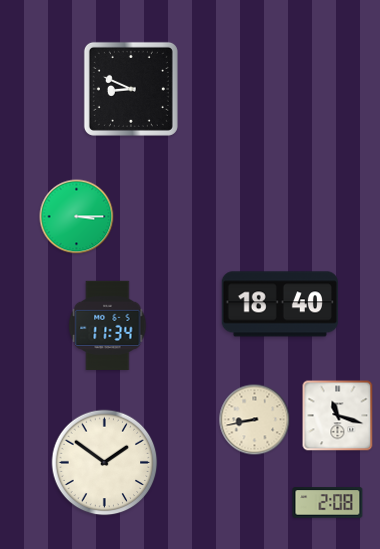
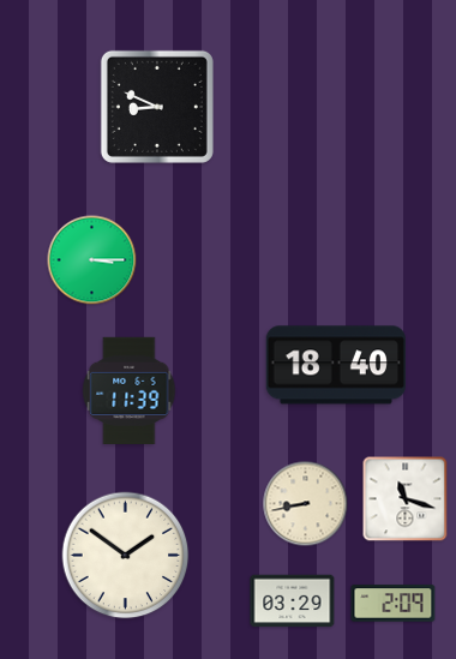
clock at (108, 325): 11:34 -> 11:39
clock at (293, 601): none -> 03:29
clock at (328, 503): 2:08 -> 2:09
